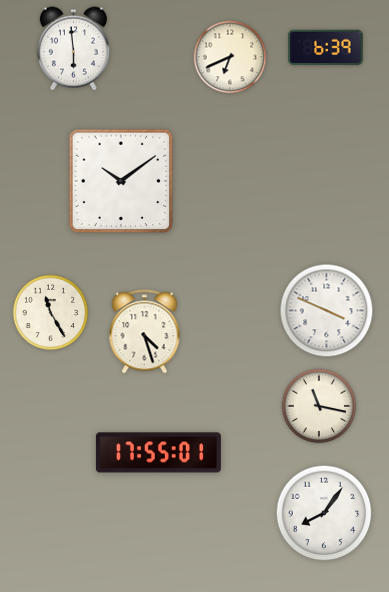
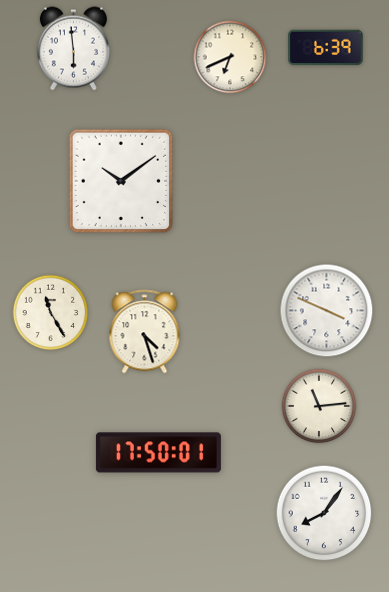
clock at (319, 406): 11:17 -> 11:14
clock at (158, 453): 17:55 -> 17:50
